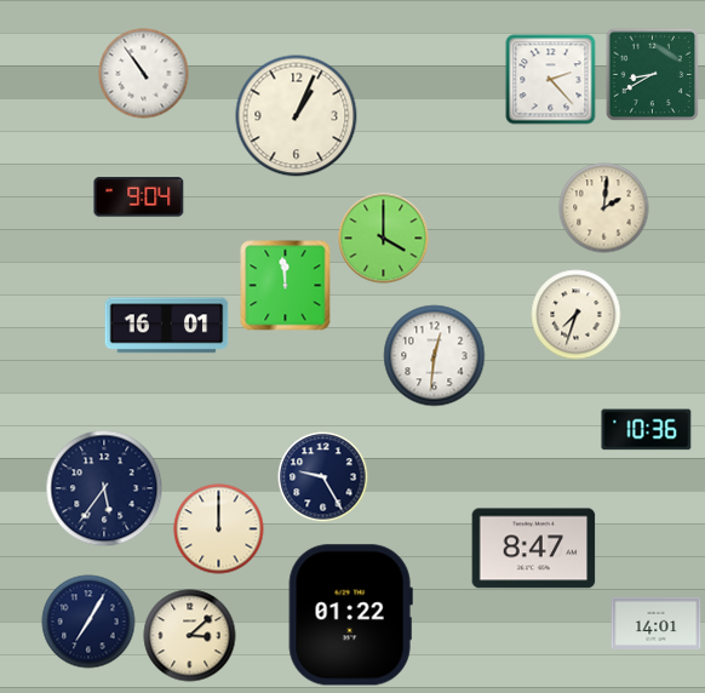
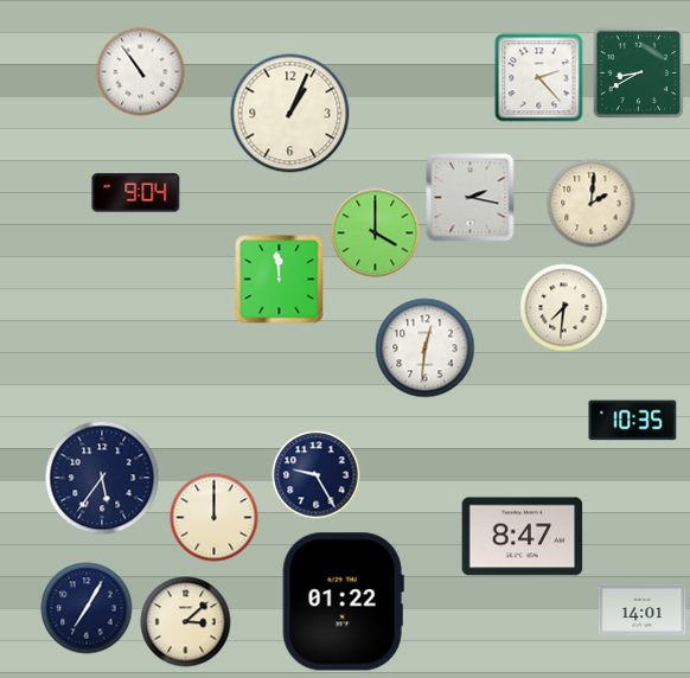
clock at (471, 198): none -> 2:17
clock at (577, 315): 7:33 -> 7:31
clock at (167, 326): 16:01 -> none
clock at (647, 430): 10:36 -> 10:35
clock at (323, 477) position: (323, 477) -> (317, 475)
